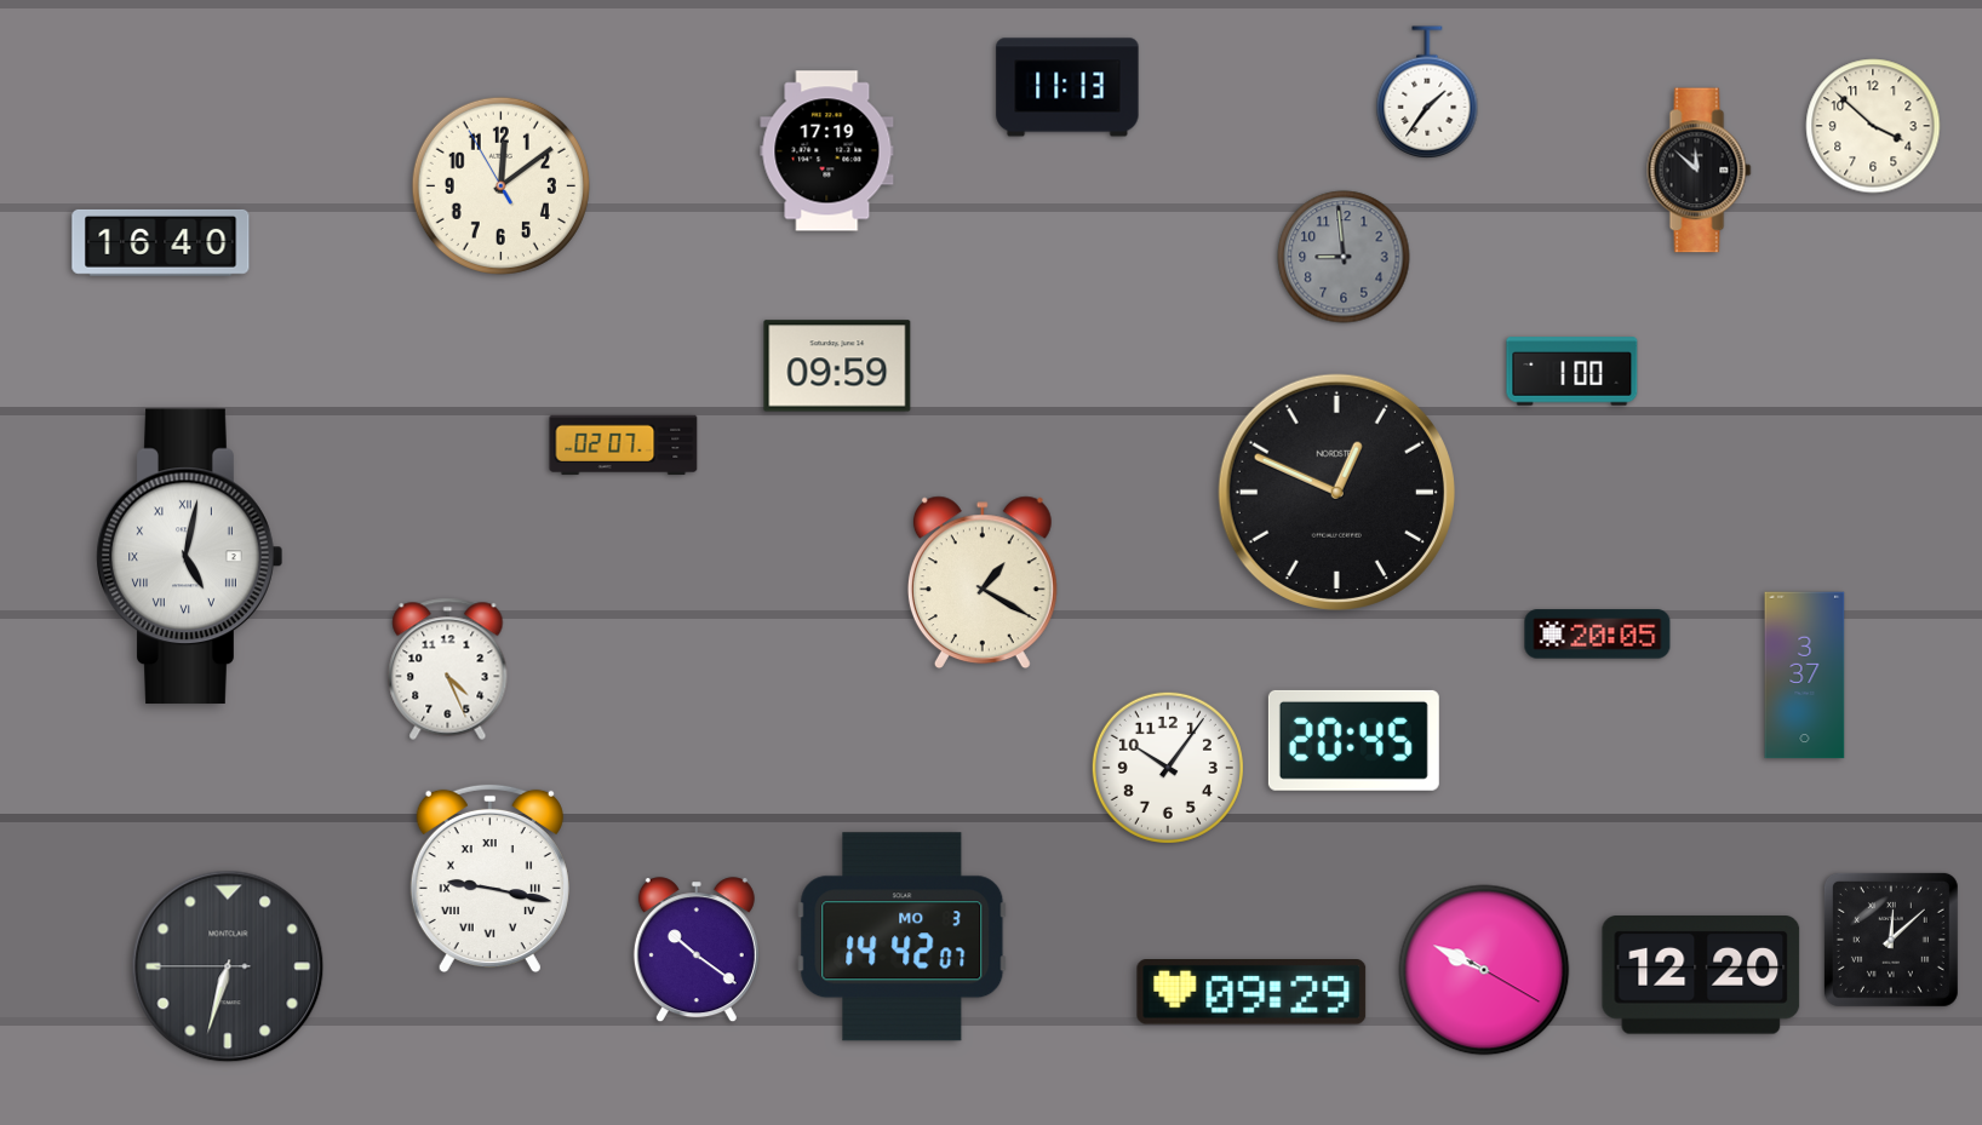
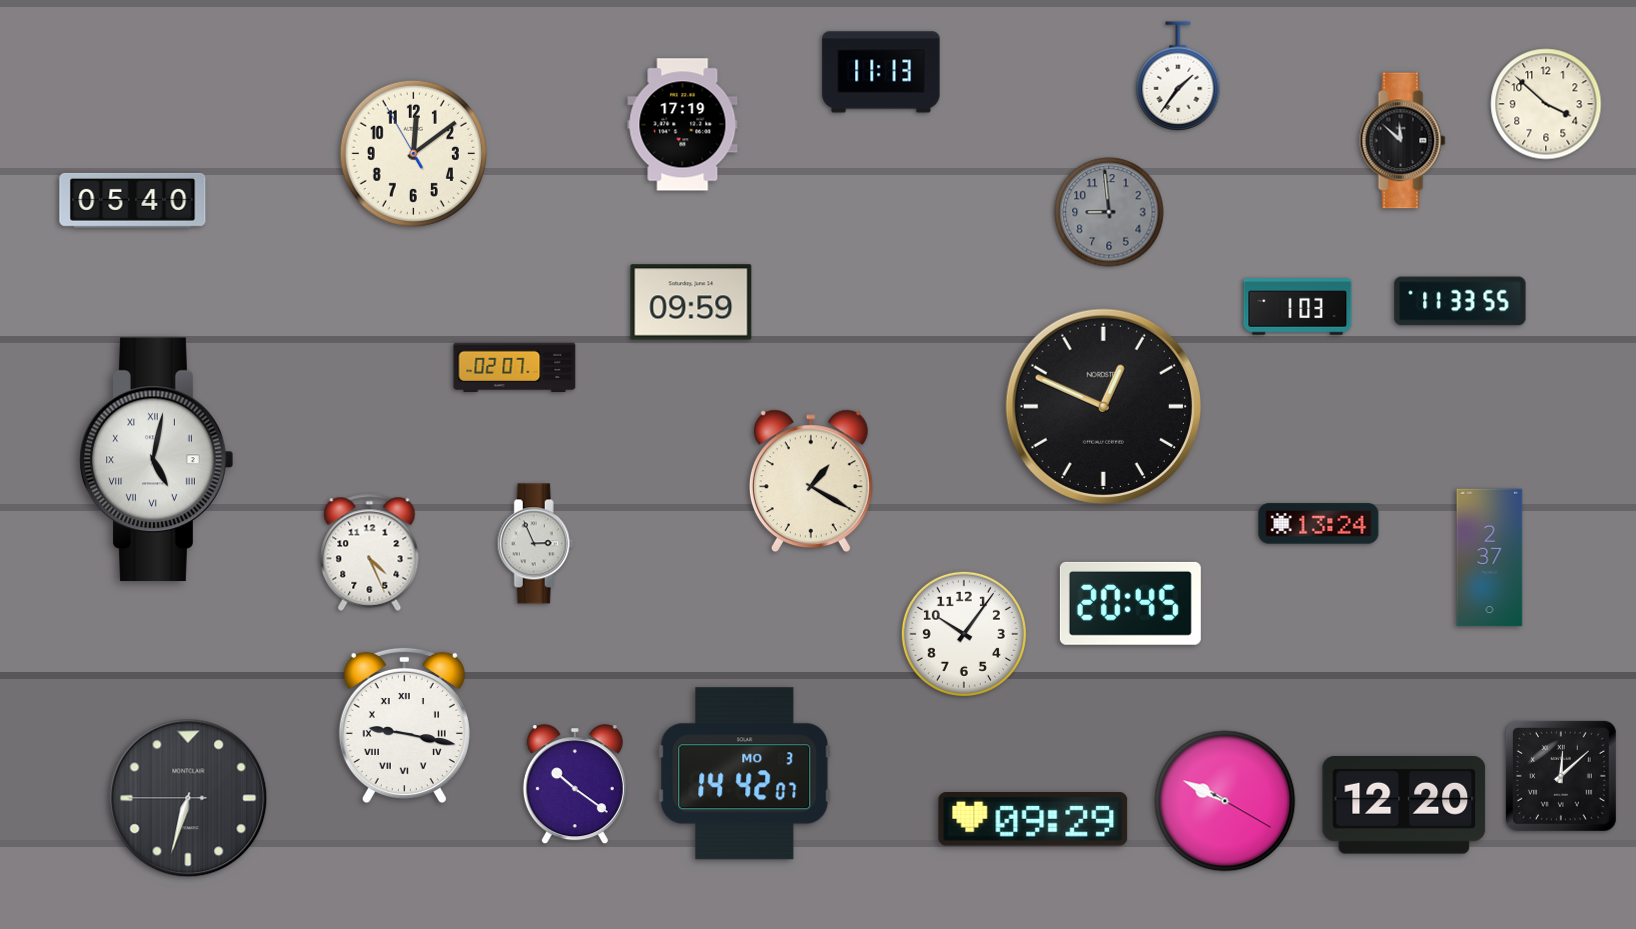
clock at (161, 242): 16:40 -> 05:40
clock at (1460, 301): none -> 11:33
clock at (1573, 372): 1:00 -> 1:03
clock at (1598, 635): 20:05 -> 13:24
clock at (535, 544): none -> 2:56
clock at (1805, 676): 3:37 -> 2:37
clock at (1353, 740) position: (1353, 740) -> (1130, 603)
